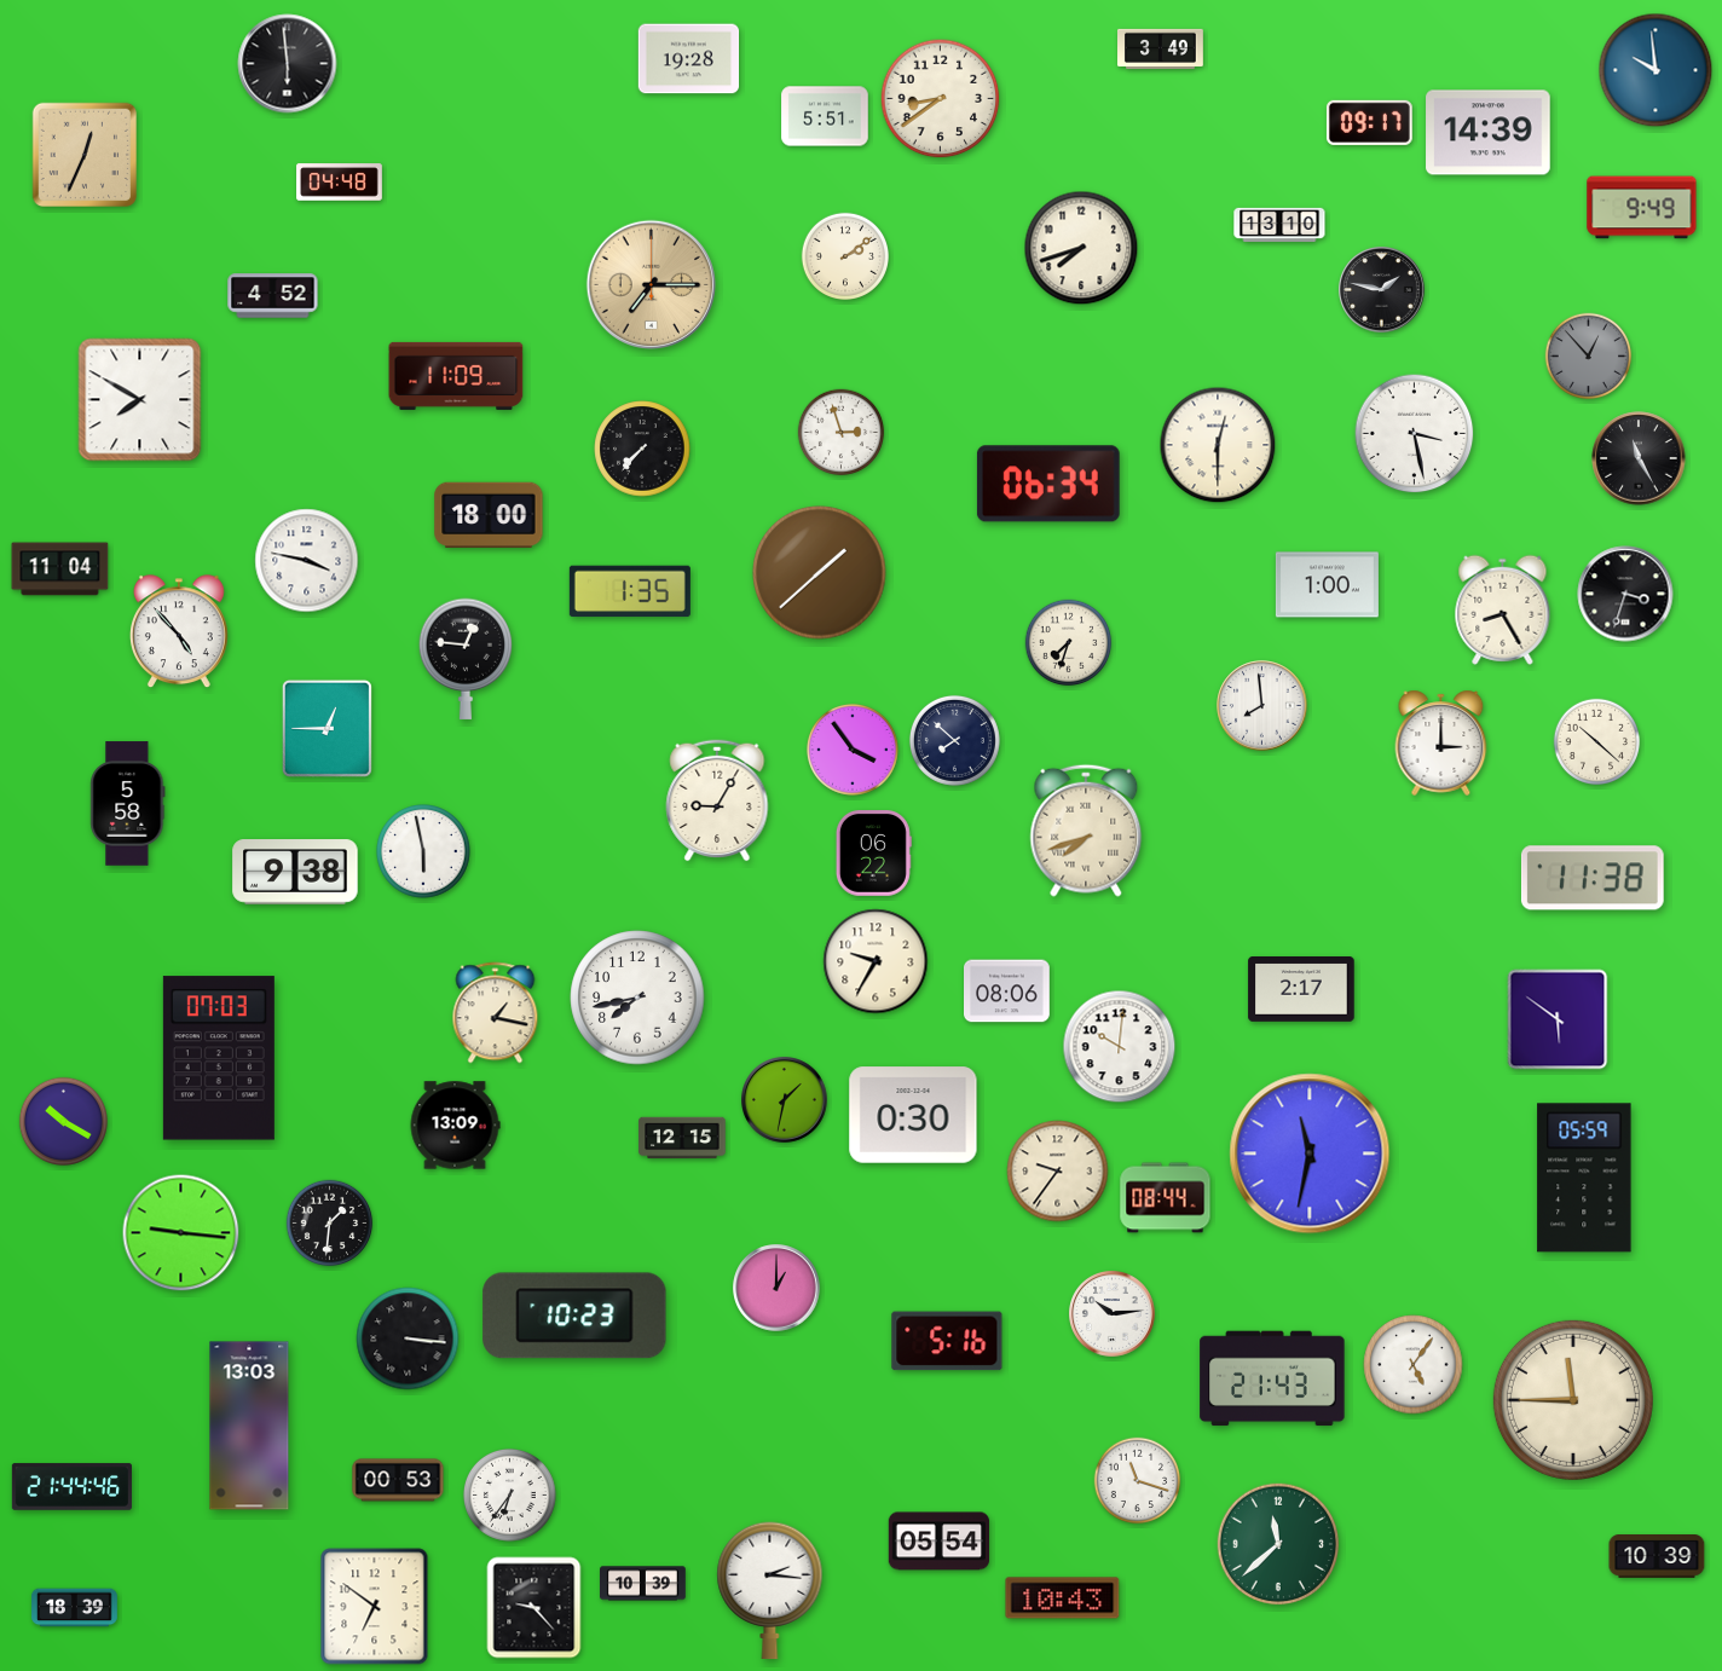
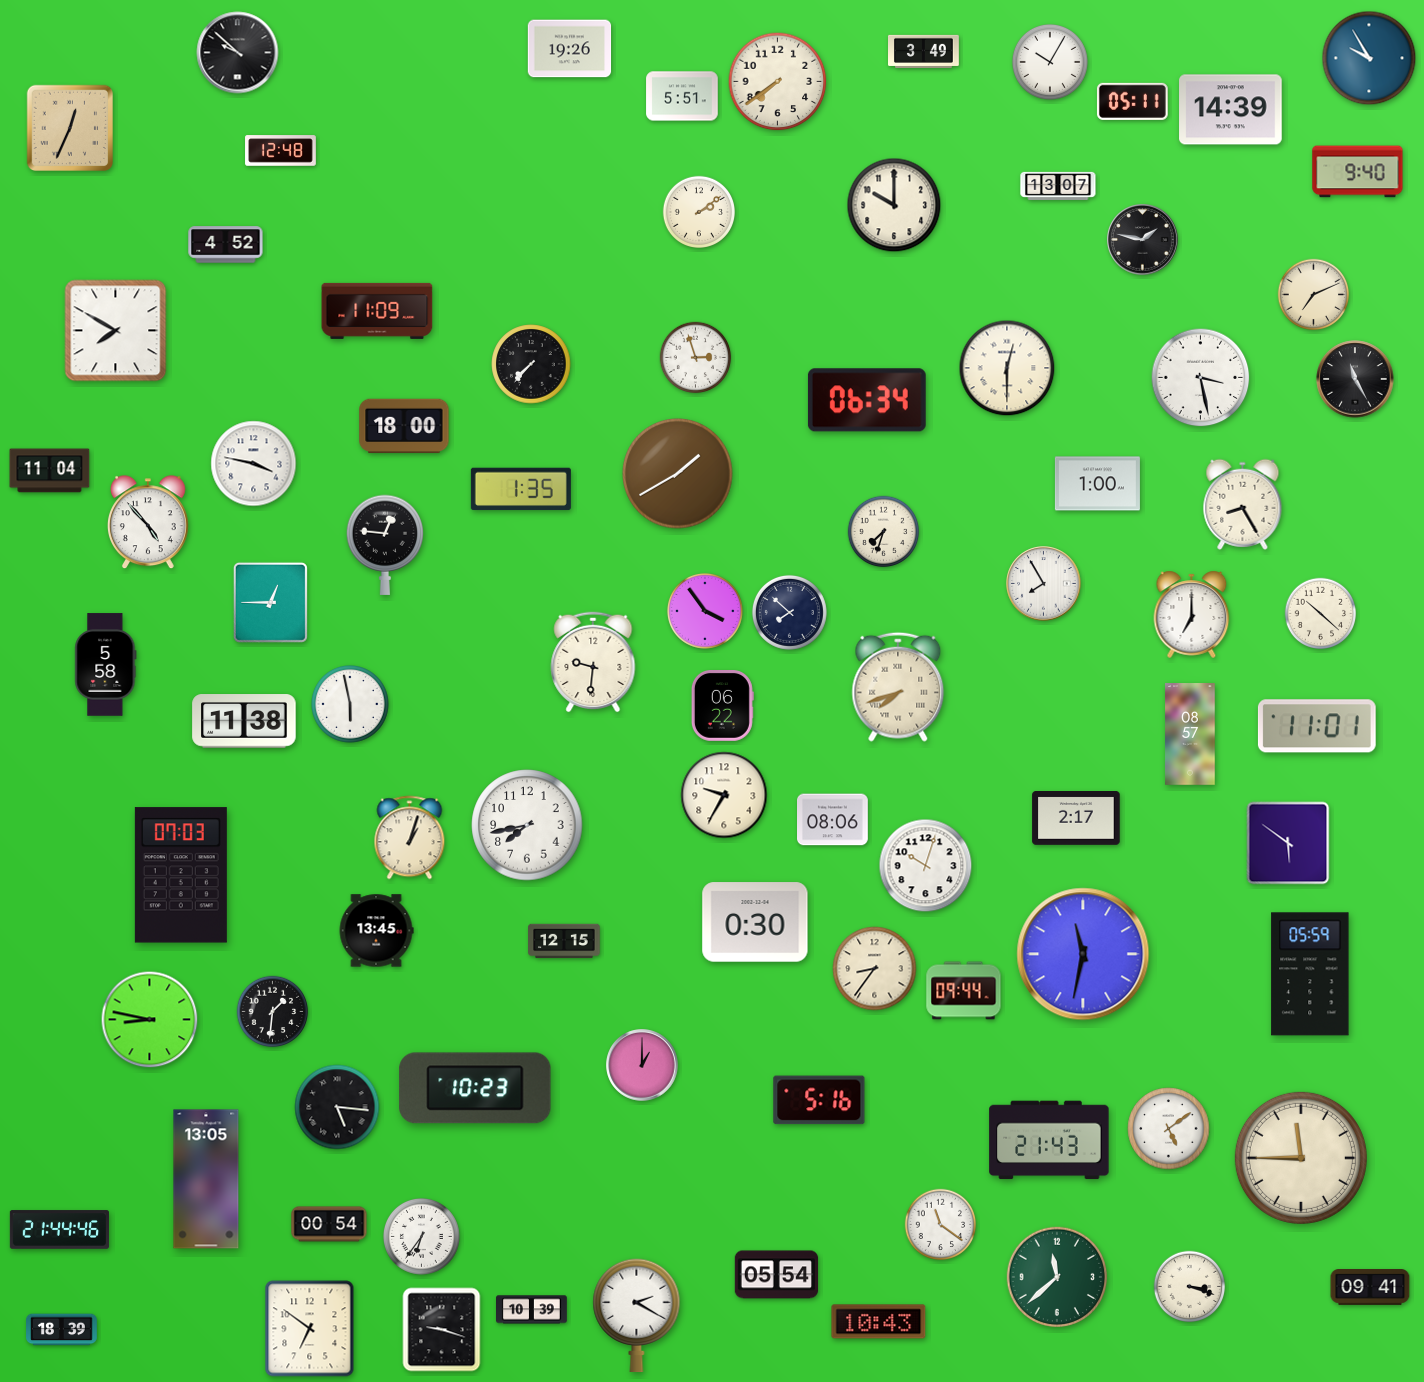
clock at (1161, 48) position: (1161, 48) -> (924, 51)
clock at (689, 59): 19:28 -> 19:26
clock at (288, 64): 5:59 -> 9:52
clock at (1655, 70): 9:59 -> 9:55
clock at (1050, 62): none -> 10:05
clock at (941, 99): 8:39 -> 7:39
clock at (1369, 122): 09:17 -> 05:11
clock at (340, 183): 04:48 -> 12:48
clock at (1642, 208): 9:49 -> 9:40
clock at (1279, 225): 13:10 -> 13:07
clock at (1081, 248): 7:42 -> 10:00
clock at (651, 284): 7:15 -> none
clock at (1589, 357): 12:53 -> 7:11
clock at (1589, 357) dial: grey -> cream
clock at (1415, 434) position: (1415, 434) -> (1201, 378)
clock at (642, 449) position: (642, 449) -> (531, 364)
clock at (820, 573): 1:38 -> 1:40
clock at (1625, 594): 3:33 -> none
clock at (1262, 706): 7:59 -> 7:55
clock at (1441, 742): 3:00 -> 7:00
clock at (853, 750) position: (853, 750) -> (705, 611)
clock at (717, 800): 9:05 -> 9:31
clock at (295, 872): 9:38 -> 11:38
clock at (1593, 878): 11:38 -> 11:01
clock at (1190, 734): none -> 08:57
clock at (496, 1013): 1:17 -> 1:03
clock at (1120, 1047): 10:01 -> 10:03
clock at (785, 1100): 1:32 -> none
clock at (63, 1121): 10:20 -> none
clock at (455, 1126): 13:09 -> 13:45
clock at (1058, 1172): 9:36 -> 8:36
clock at (1166, 1198): 08:44 -> 09:44
clock at (181, 1233): 9:16 -> 8:47
clock at (1113, 1314): 10:14 -> none
clock at (408, 1338): 3:16 -> 5:16
clock at (947, 1341) position: (947, 1341) -> (819, 1100)
clock at (1414, 1365): 5:06 -> 5:09
clock at (1272, 1378) position: (1272, 1378) -> (1049, 1140)
clock at (249, 1426): 13:03 -> 13:05
clock at (398, 1480): 00:53 -> 00:54
clock at (1138, 1481): 11:18 -> 11:21
clock at (1190, 1287): none -> 3:18
clock at (1657, 1556): 10:39 -> 09:41
clock at (770, 1591): 2:16 -> 2:20
clock at (534, 1608): 9:23 -> 9:18
